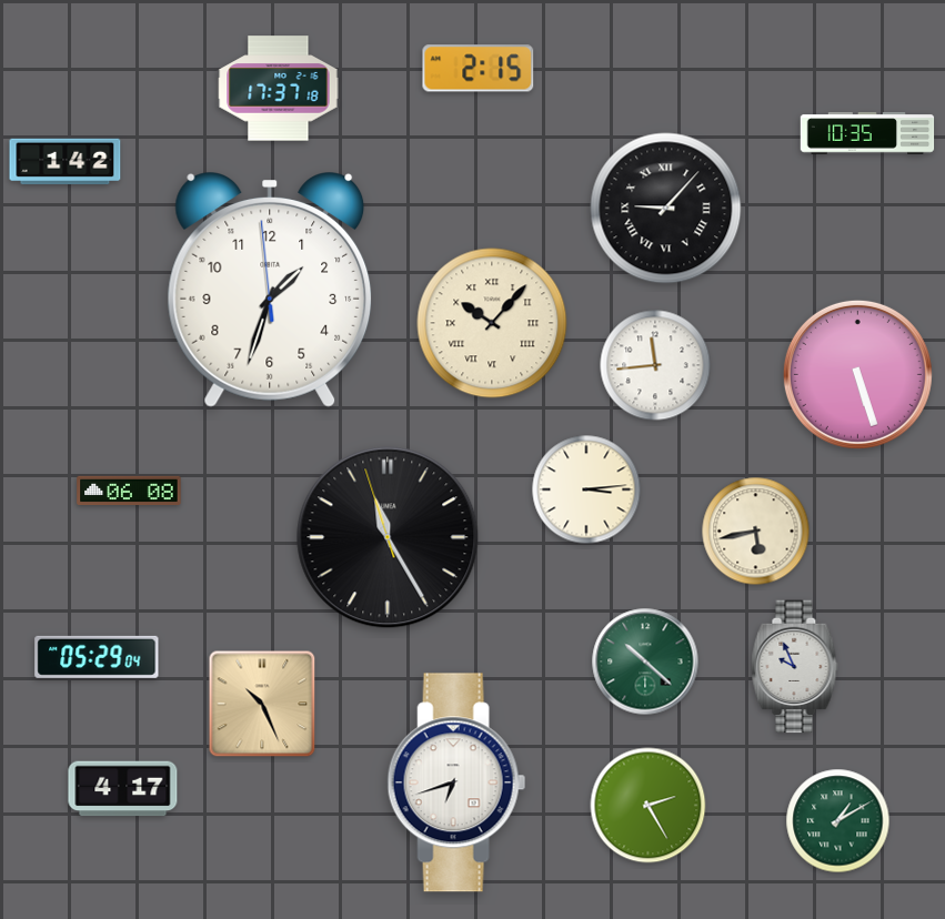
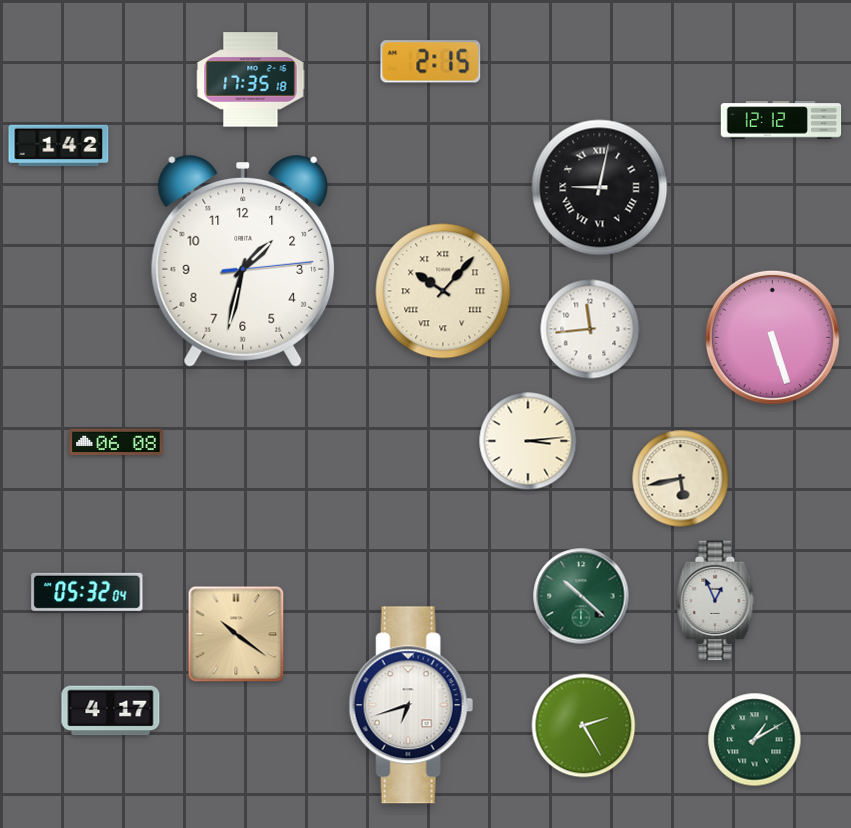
clock at (279, 89): 17:37 -> 17:35
clock at (867, 133): 10:35 -> 12:12
clock at (666, 209): 9:07 -> 9:02
clock at (270, 290): 1:32:59 -> 1:32:14
clock at (388, 537): 11:24 -> none
clock at (97, 657): 05:29 -> 05:32
clock at (795, 667): 9:56 -> 12:56
clock at (262, 704): 10:26 -> 10:21
